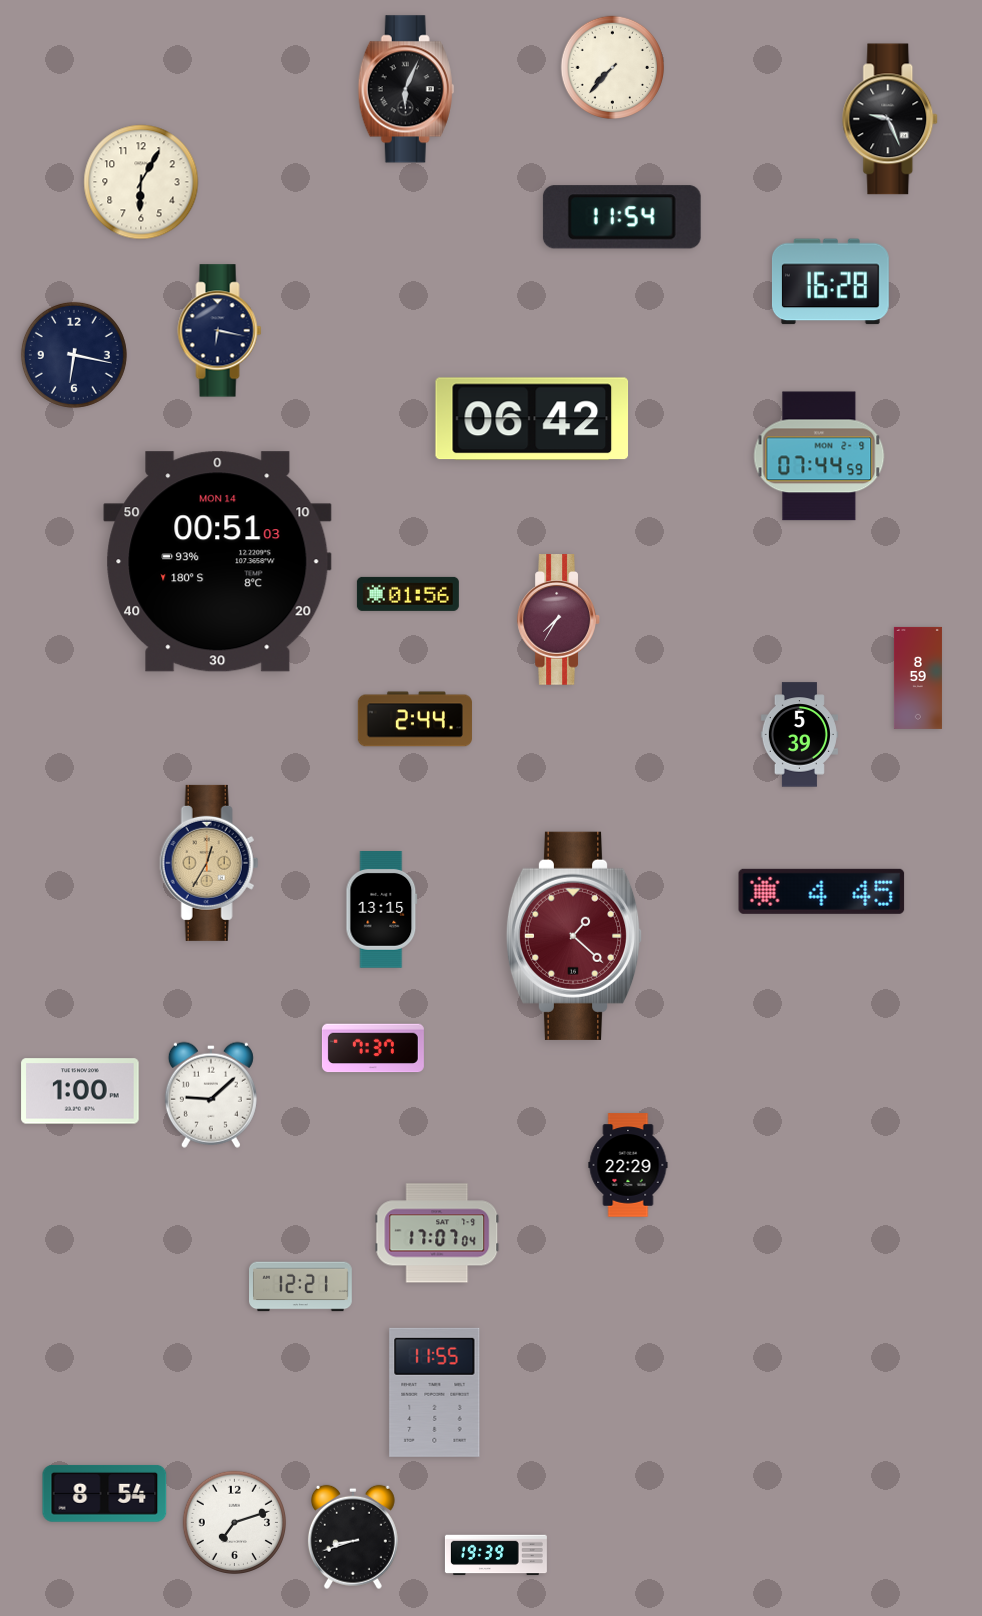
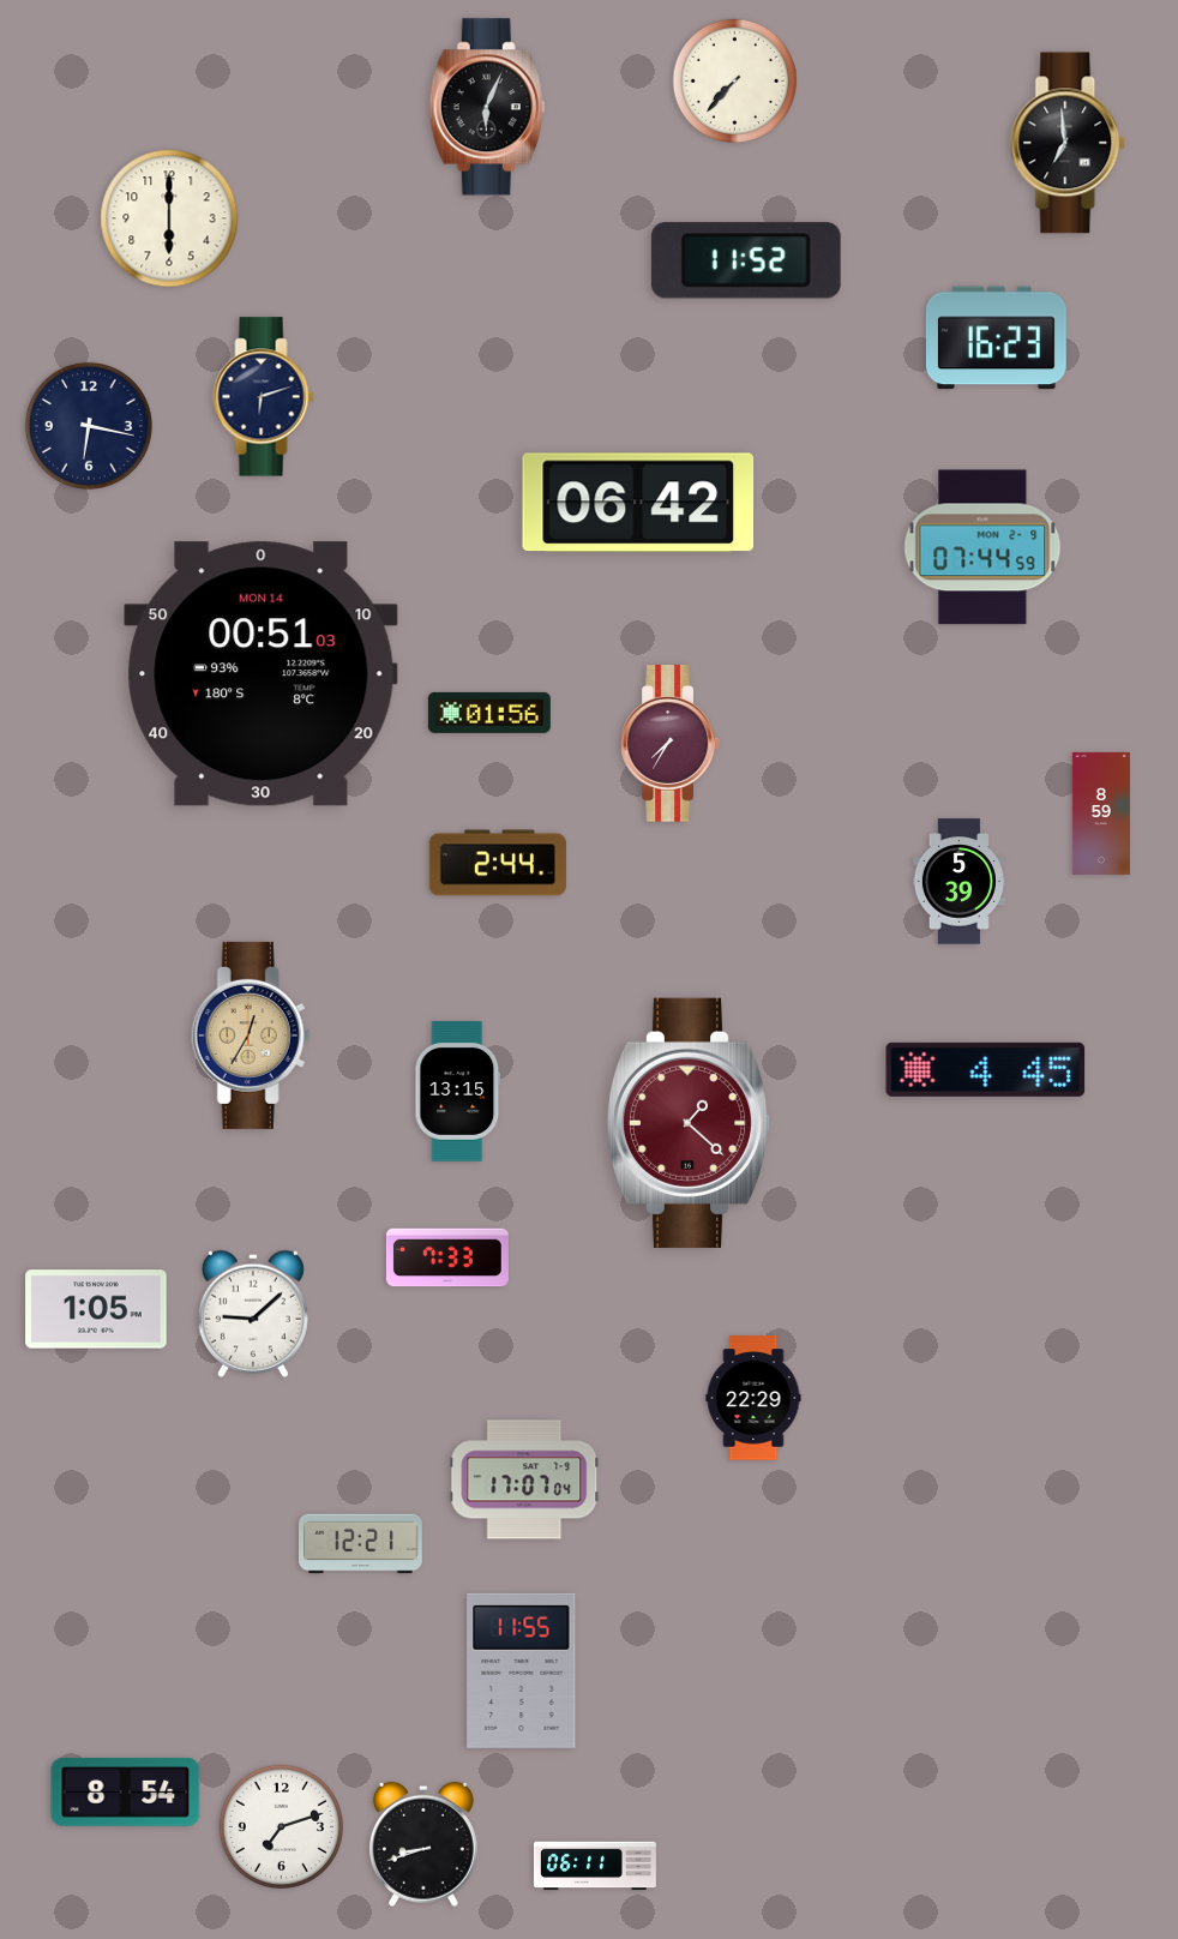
clock at (891, 119): 9:26 -> 6:59
clock at (141, 182): 6:05 -> 6:00
clock at (622, 217): 11:54 -> 11:52
clock at (830, 282): 16:28 -> 16:23
clock at (220, 331): 6:17 -> 6:12
clock at (373, 1048): 7:37 -> 7:33
clock at (80, 1091): 1:00 -> 1:05
clock at (496, 1555): 19:39 -> 06:11
